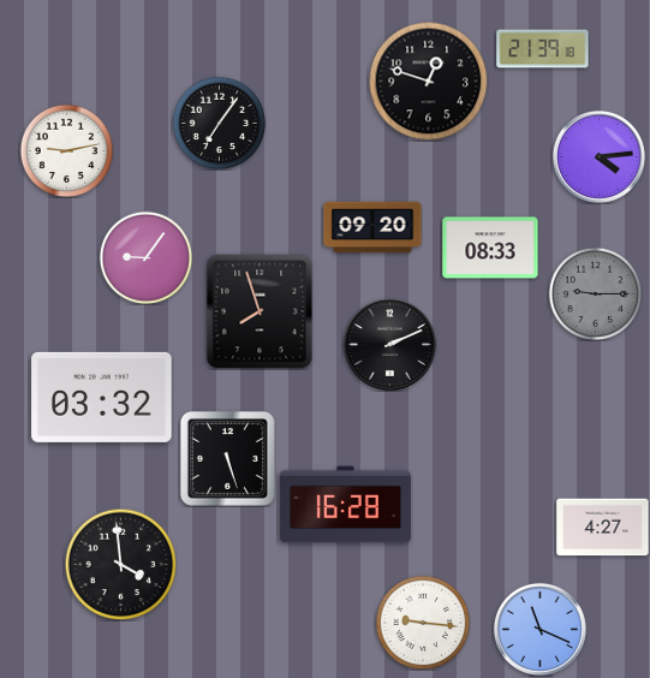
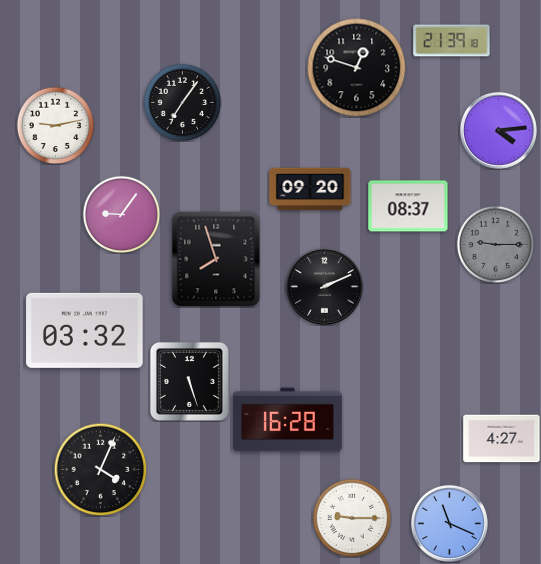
clock at (490, 248): 08:33 -> 08:37
clock at (120, 564): 3:59 -> 4:04
clock at (423, 623): 9:16 -> 9:15
